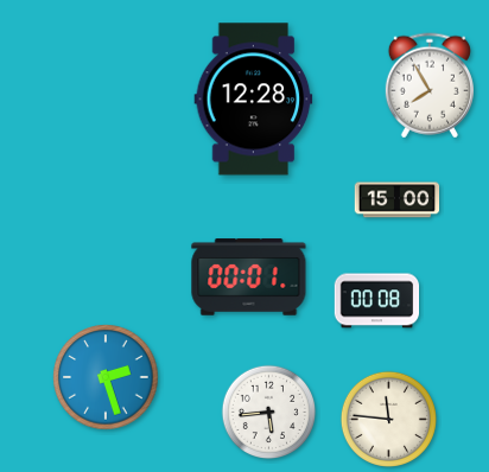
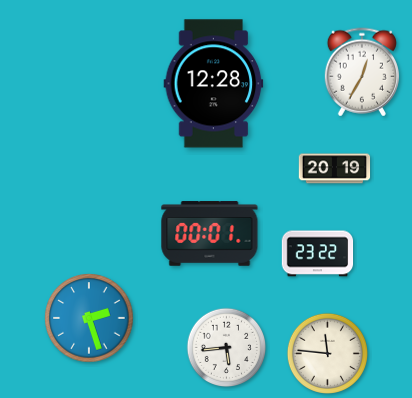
clock at (430, 85): 7:55 -> 12:35
clock at (398, 200): 15:00 -> 20:19
clock at (377, 301): 00:08 -> 23:22
